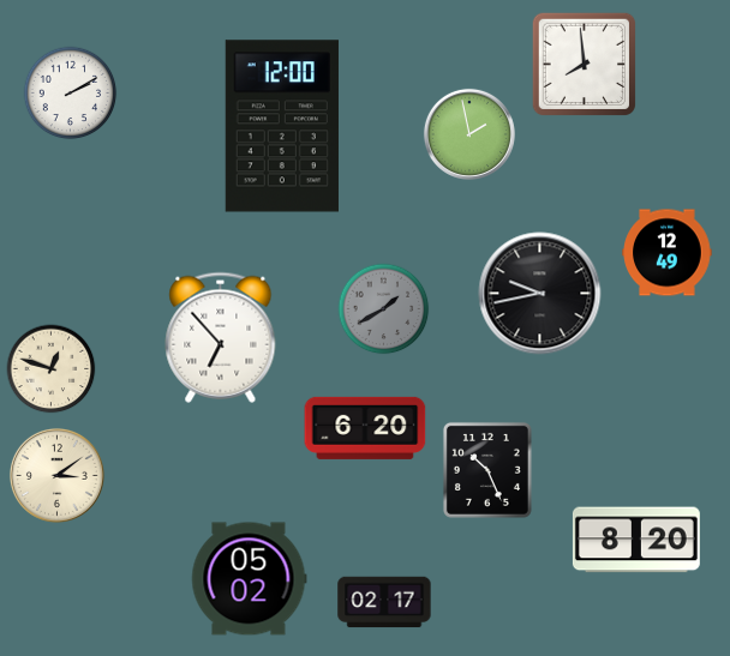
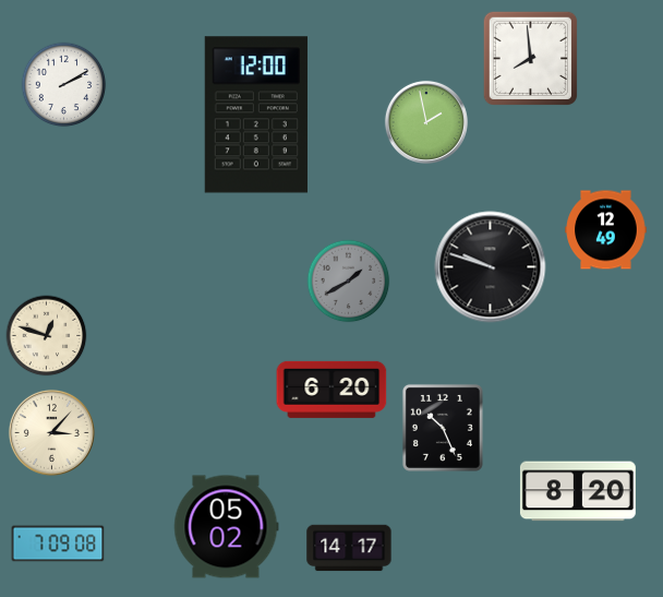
clock at (540, 294): 9:43 -> 9:48
clock at (221, 337): 6:53 -> none
clock at (56, 475): 3:09 -> 3:07
clock at (58, 544): none -> 7:09
clock at (384, 602): 02:17 -> 14:17
